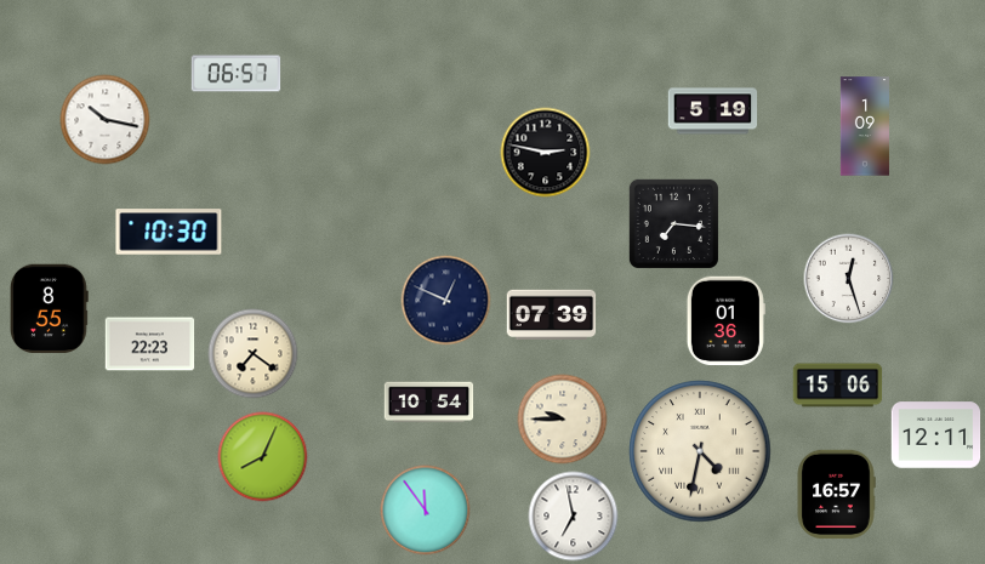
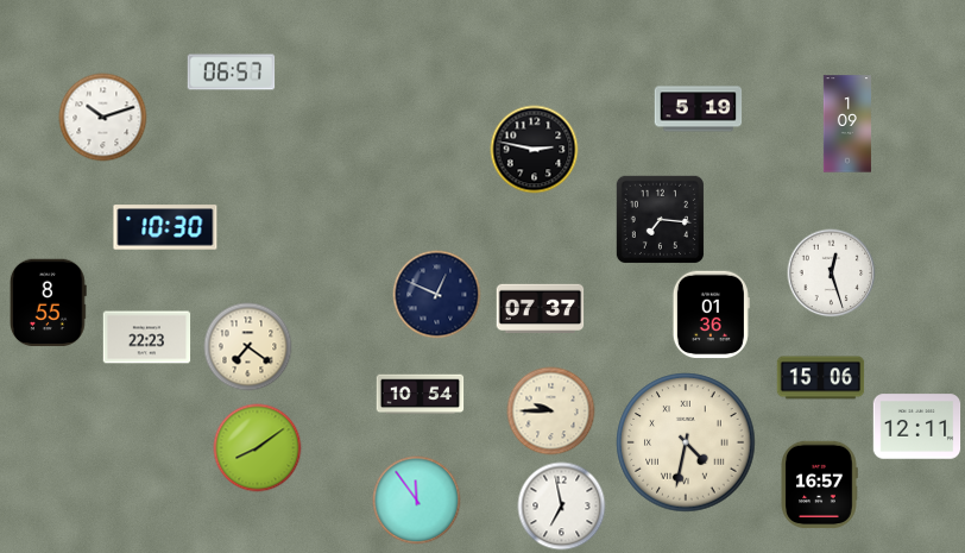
clock at (106, 120): 10:17 -> 10:12
clock at (552, 315): 07:39 -> 07:37
clock at (263, 457): 8:04 -> 8:09
